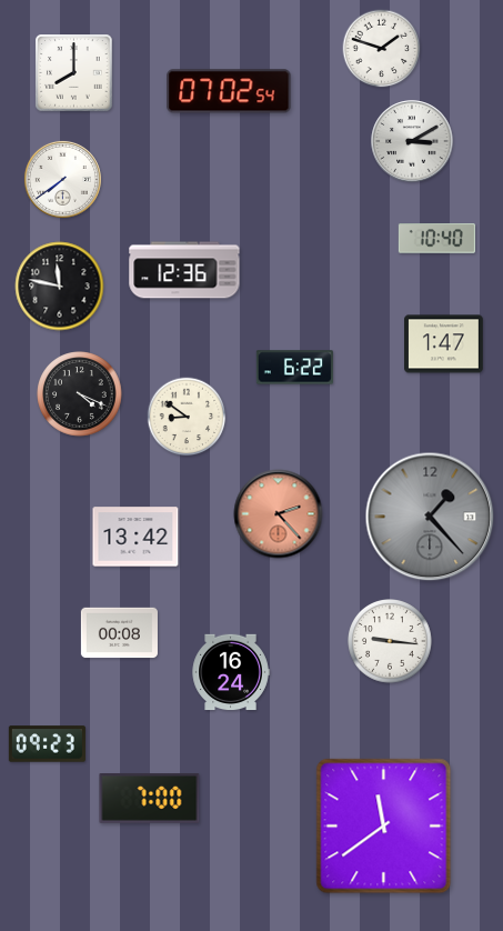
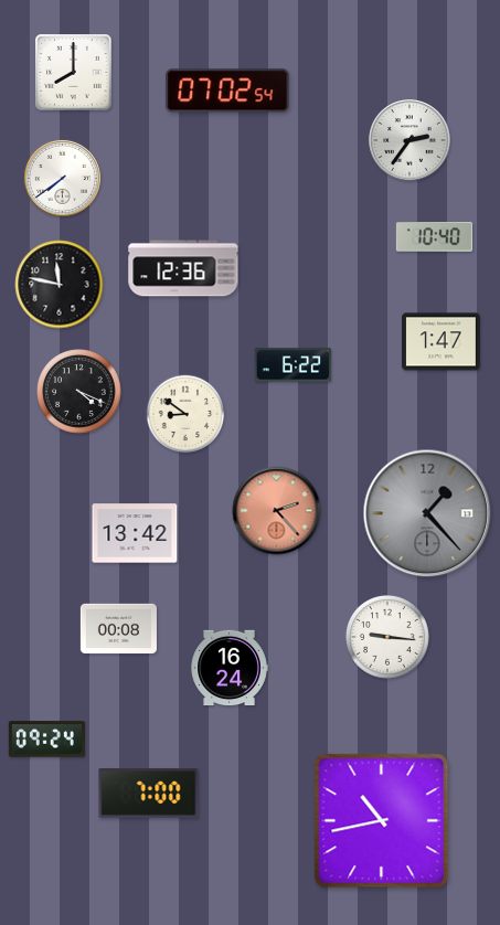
clock at (382, 49): 1:48 -> none
clock at (412, 141): 3:10 -> 2:36
clock at (47, 744): 09:23 -> 09:24
clock at (384, 827): 11:39 -> 10:43
